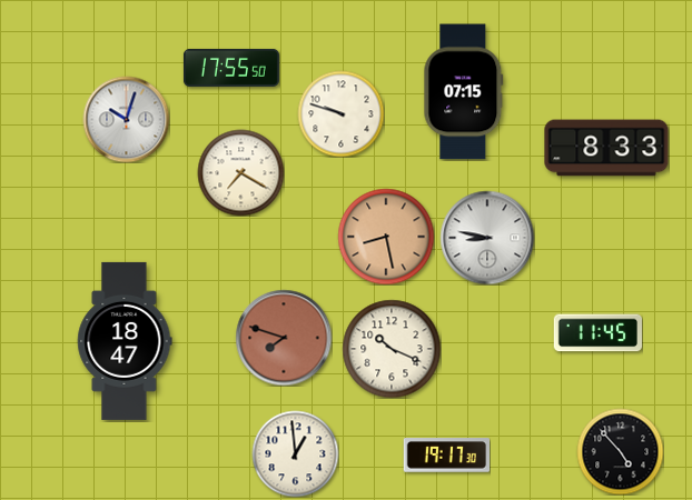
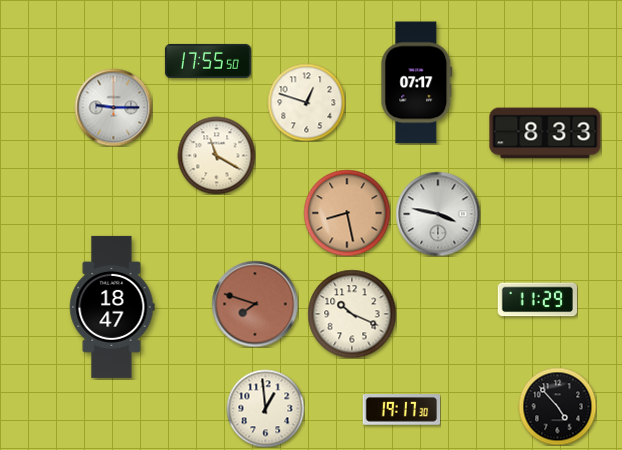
clock at (464, 92): 07:15 -> 07:17
clock at (340, 113): 9:48 -> 12:48
clock at (126, 119): 10:03 -> 9:15
clock at (240, 172): 7:20 -> 11:20
clock at (487, 238): 8:47 -> 3:47
clock at (597, 333): 11:45 -> 11:29
